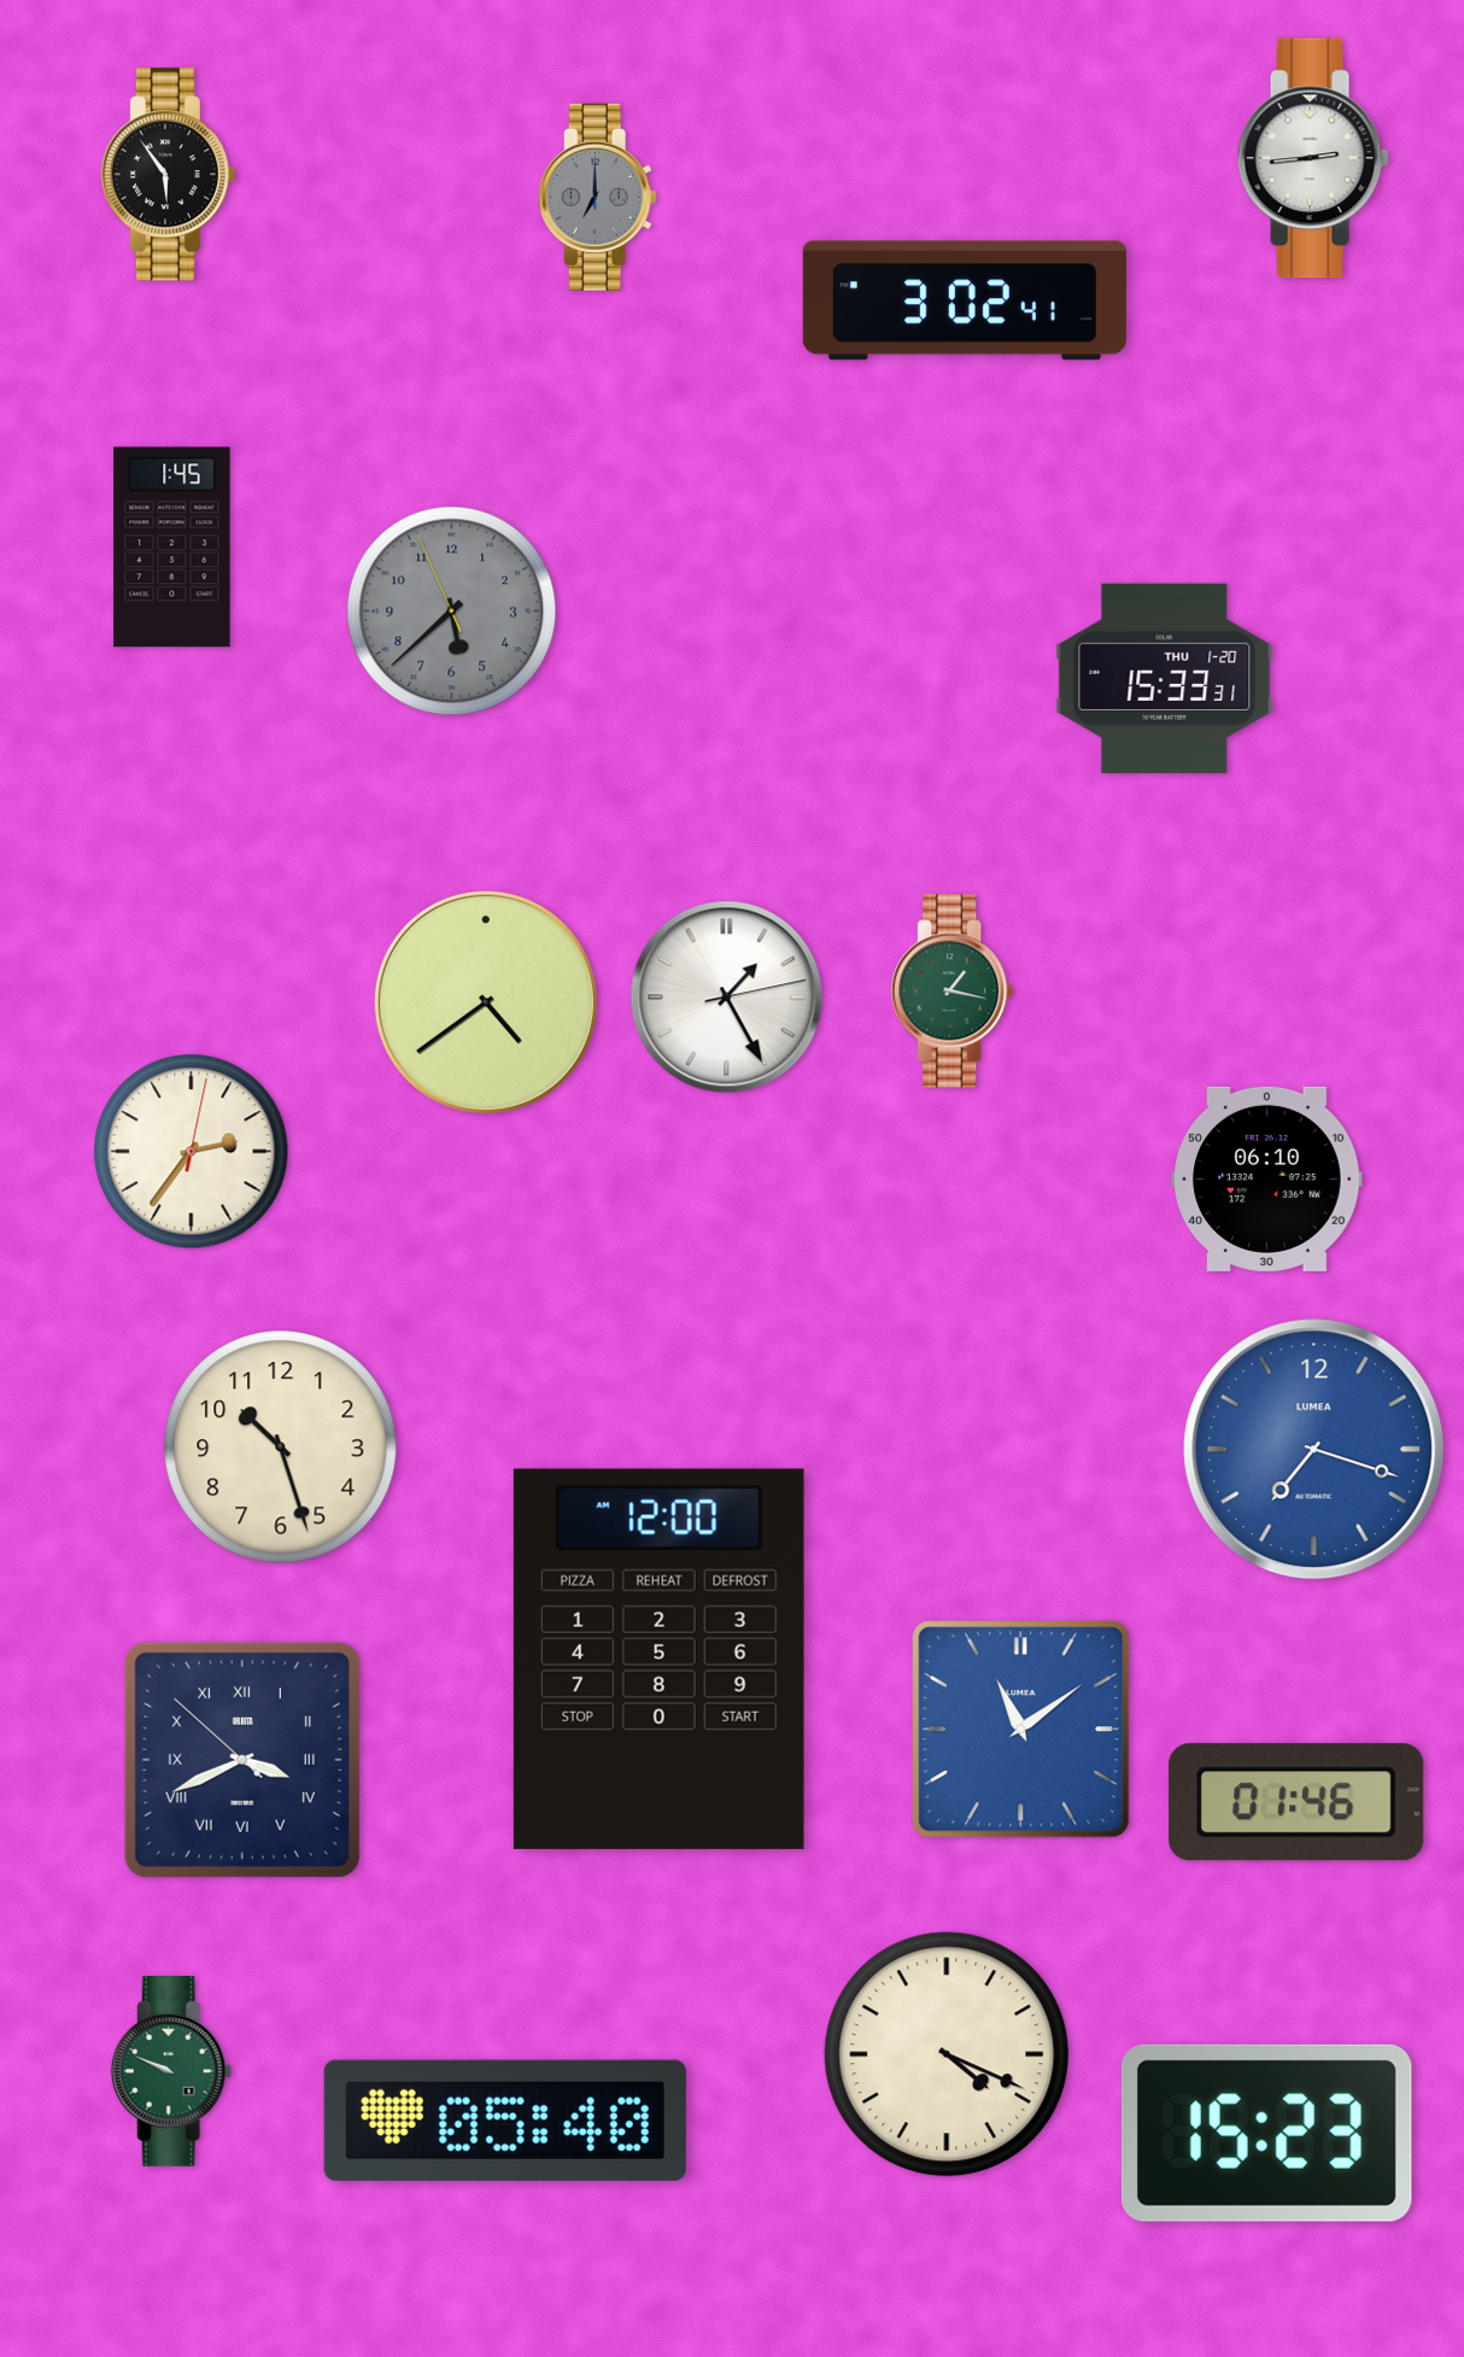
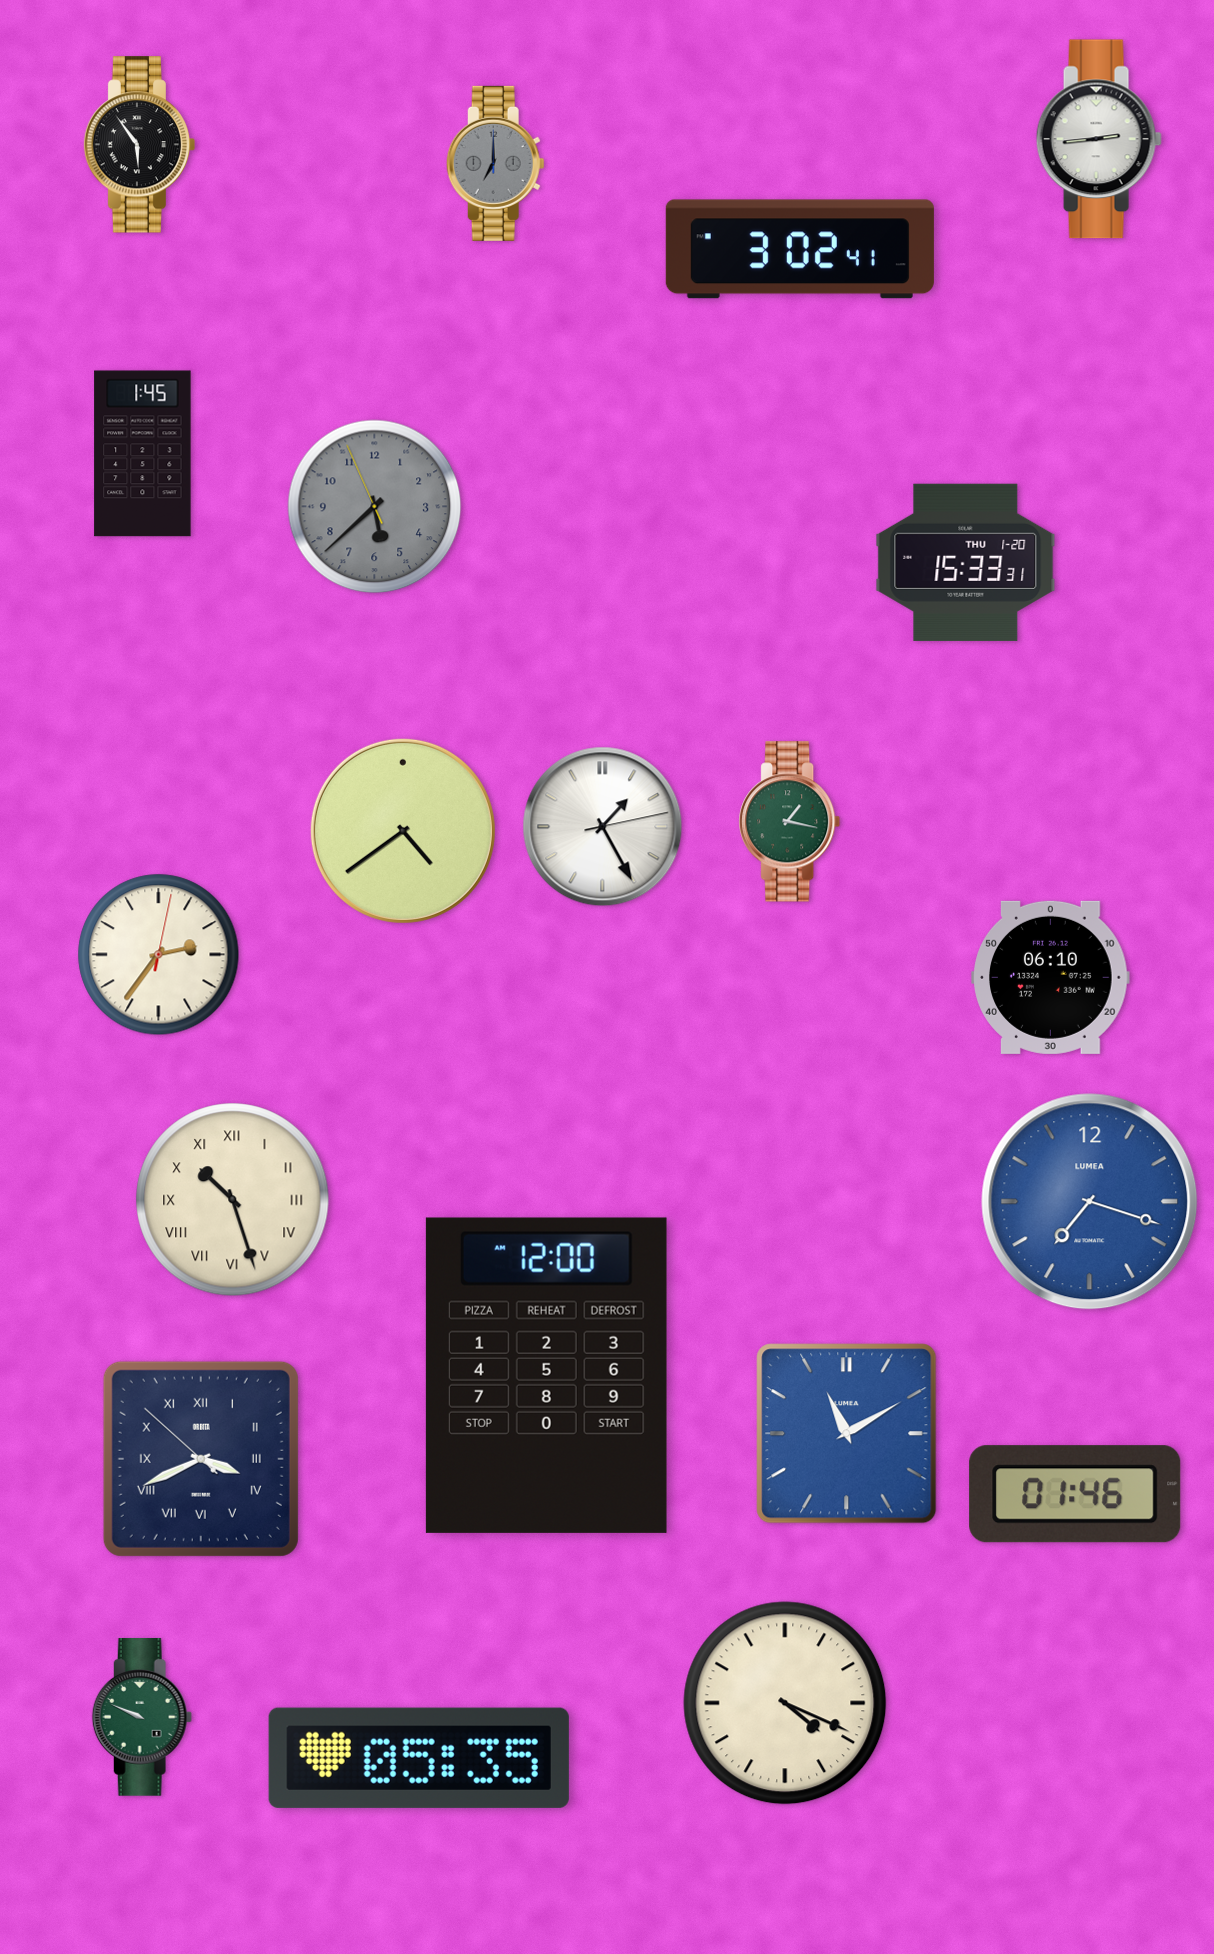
clock at (1313, 158) position: (1313, 158) -> (1099, 139)
clock at (281, 1447) numerals: Arabic -> Roman
clock at (1021, 1730): 11:09 -> 11:10
clock at (505, 2121): 05:40 -> 05:35
clock at (1266, 2133): 15:23 -> none
